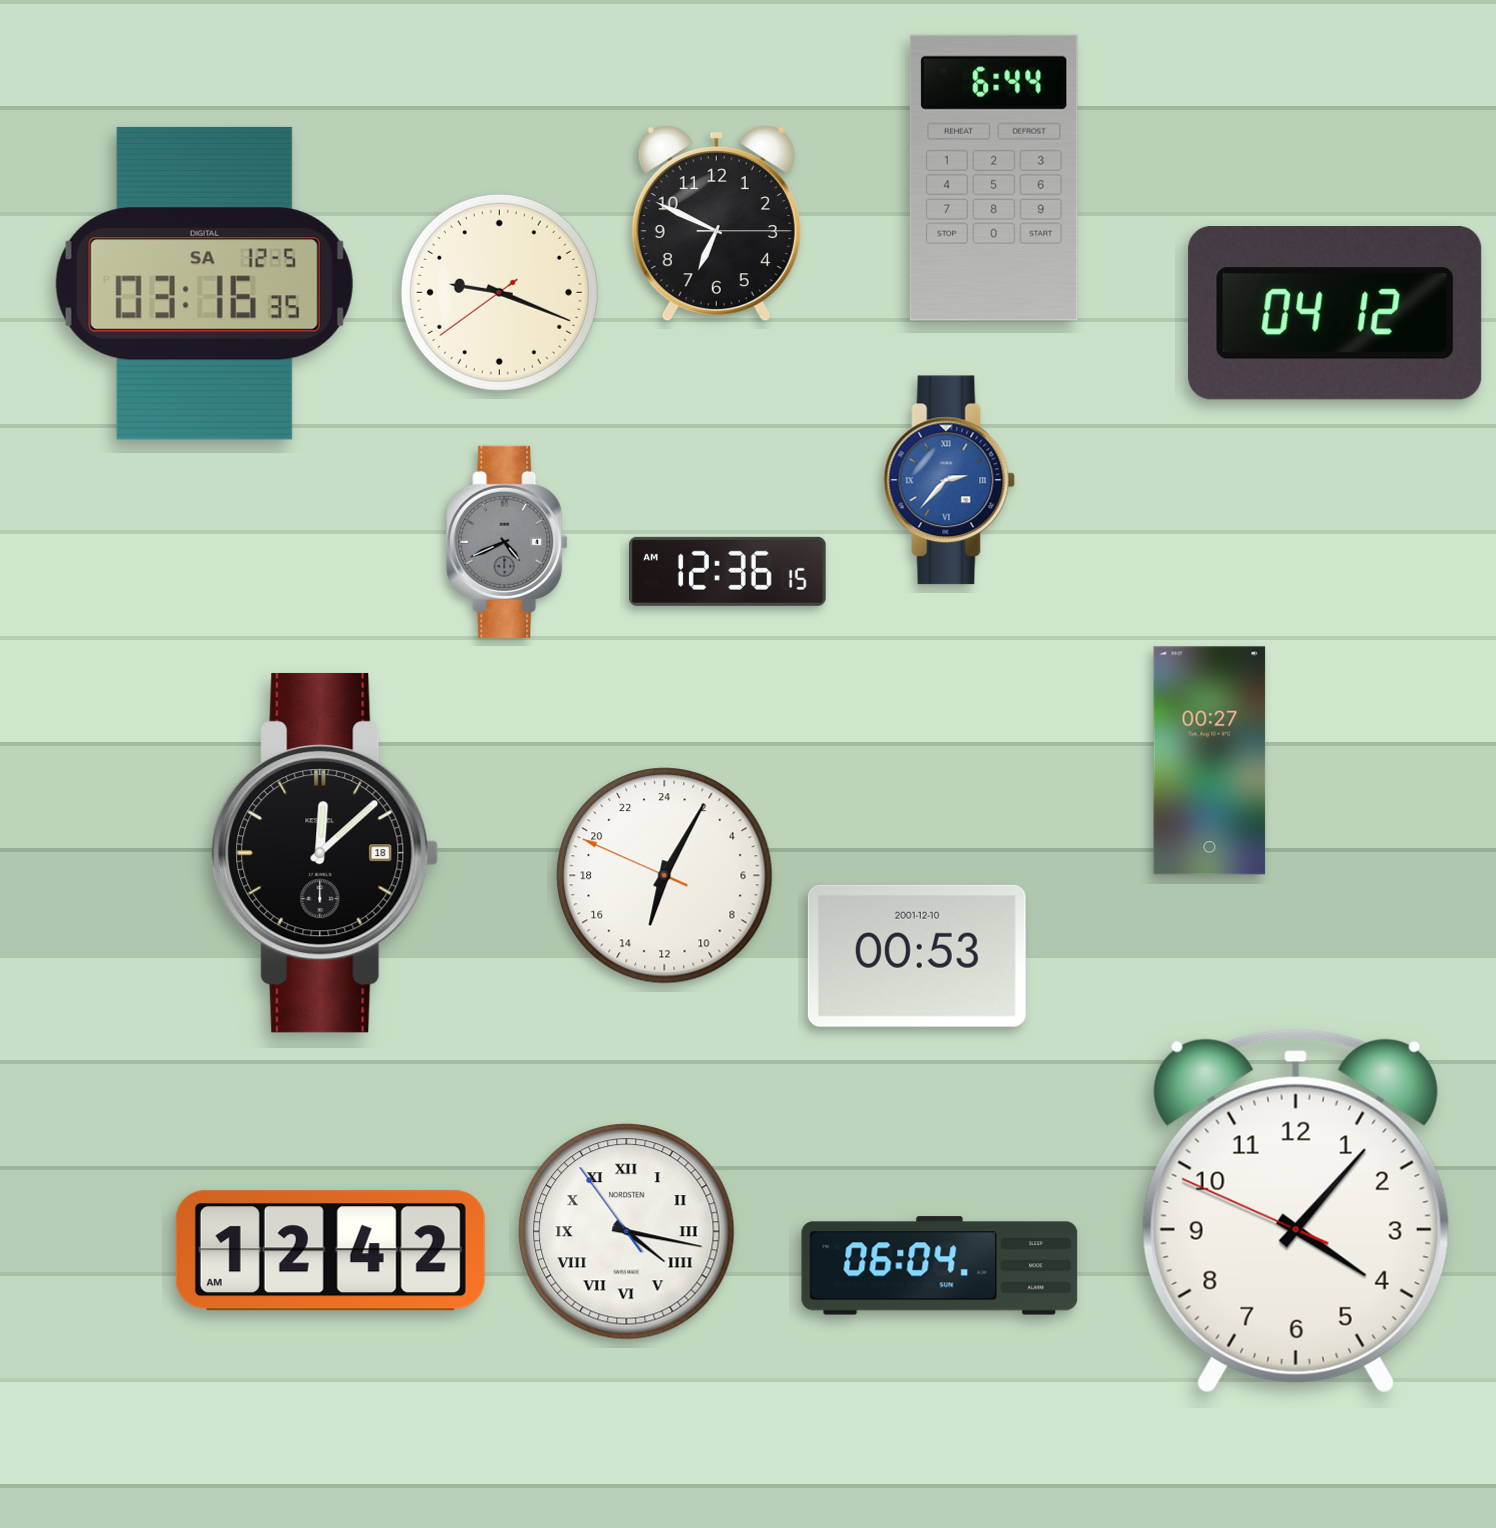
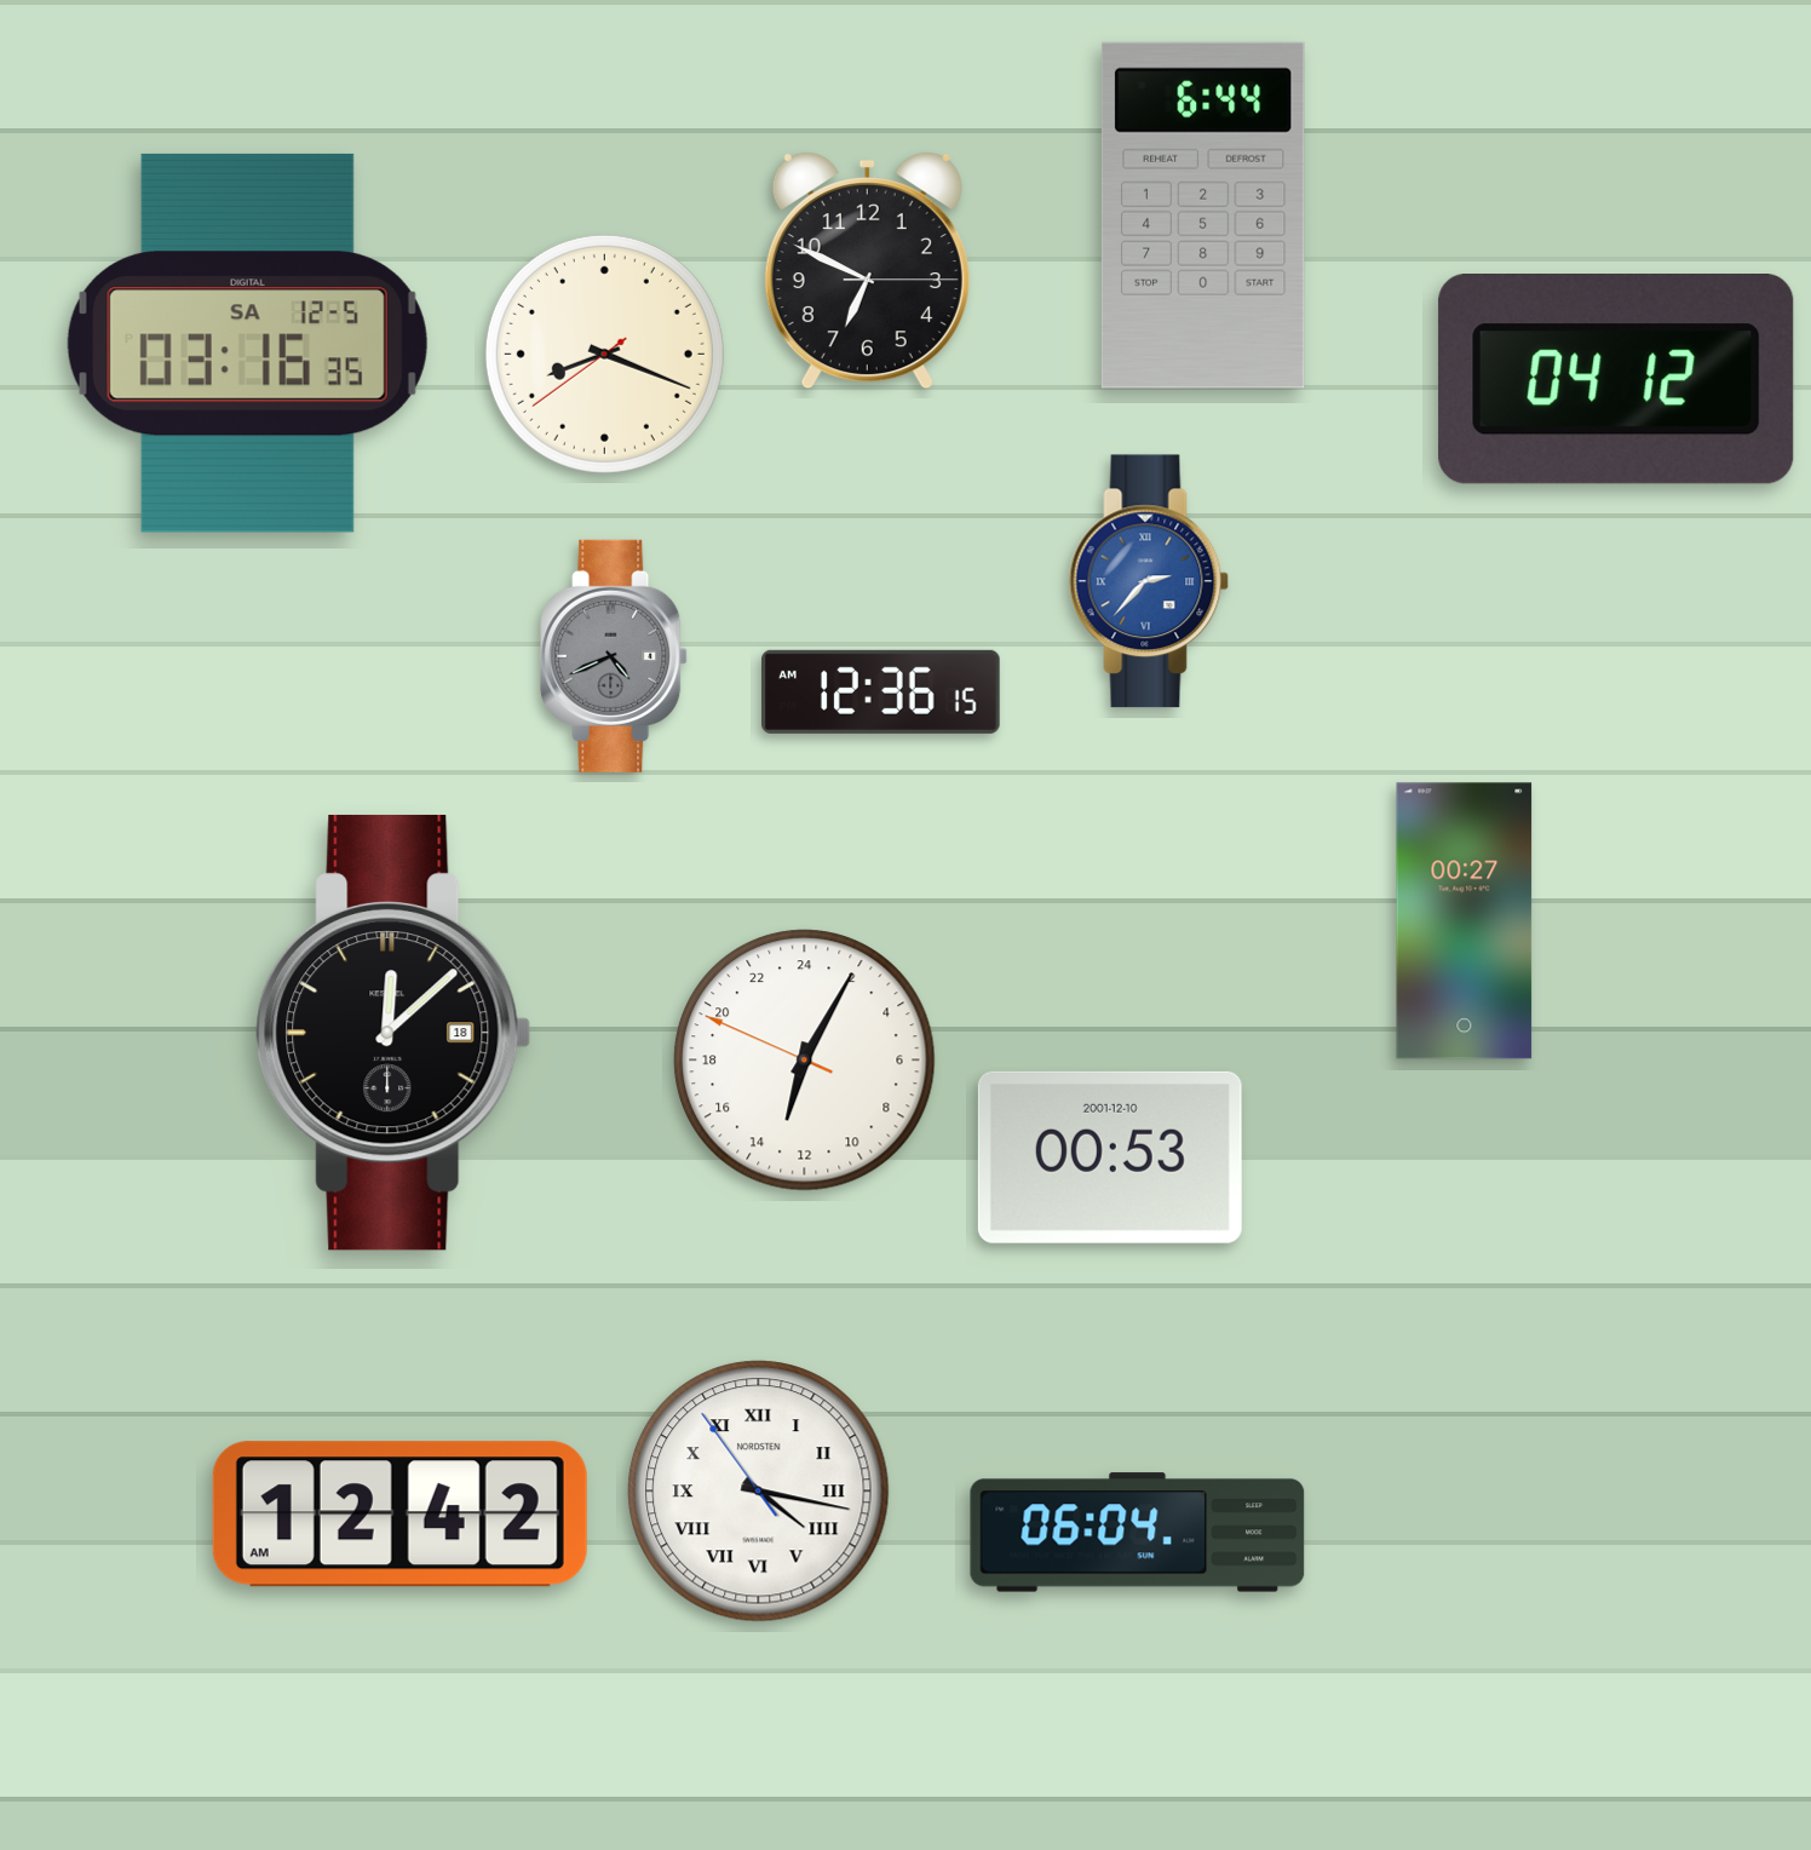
clock at (499, 292): 9:18 -> 8:18
clock at (1296, 1211): 4:06 -> none
